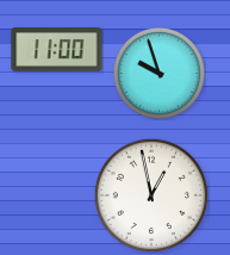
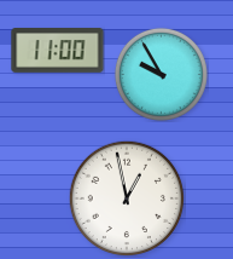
clock at (158, 73): 9:57 -> 9:55
clock at (150, 194) position: (150, 194) -> (126, 197)
